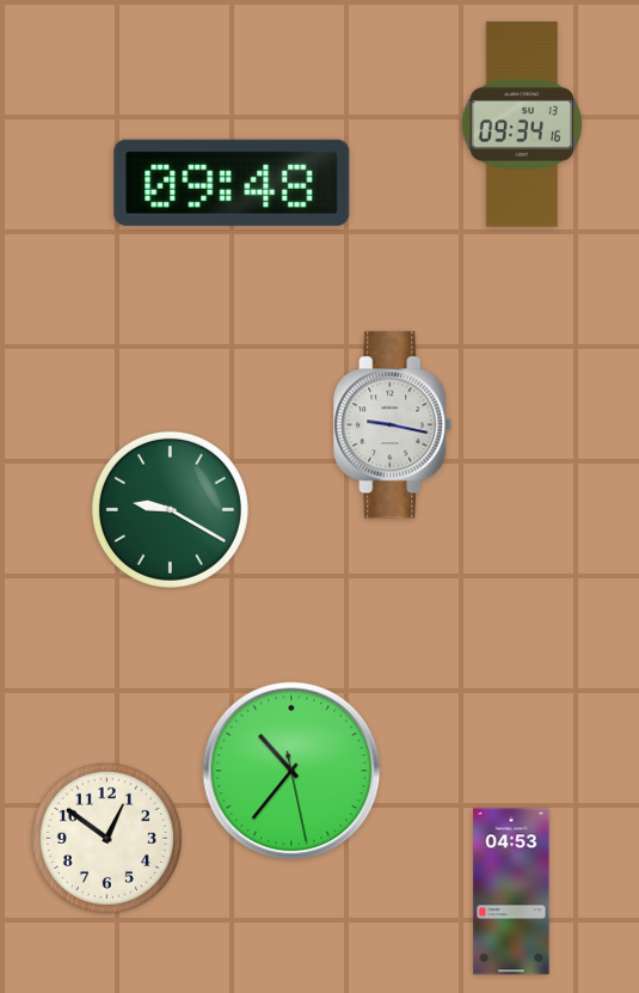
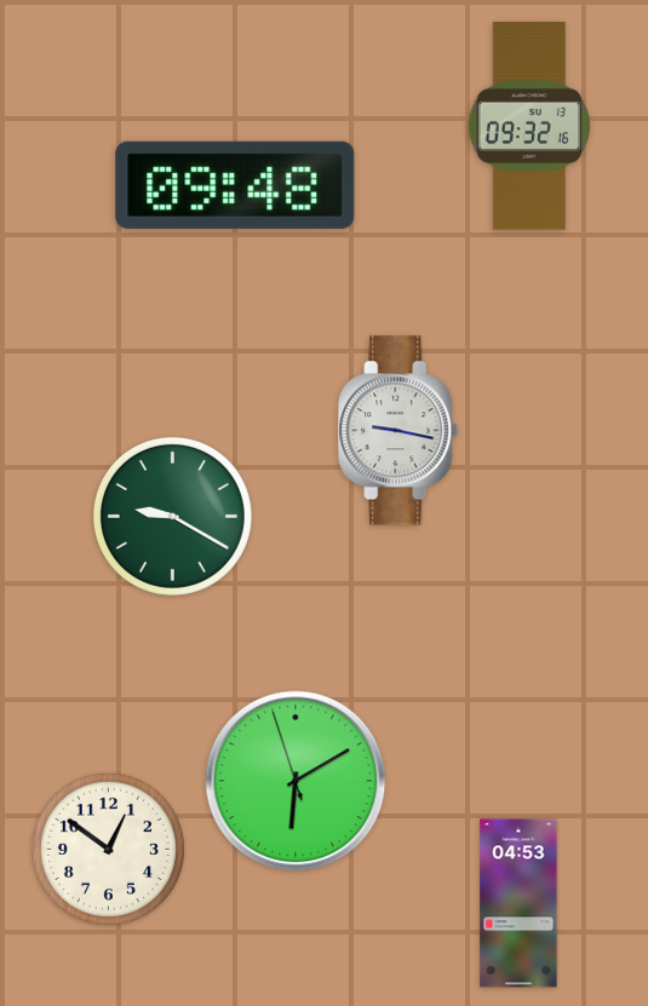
clock at (522, 124): 09:34 -> 09:32
clock at (291, 771): 10:36 -> 6:09
